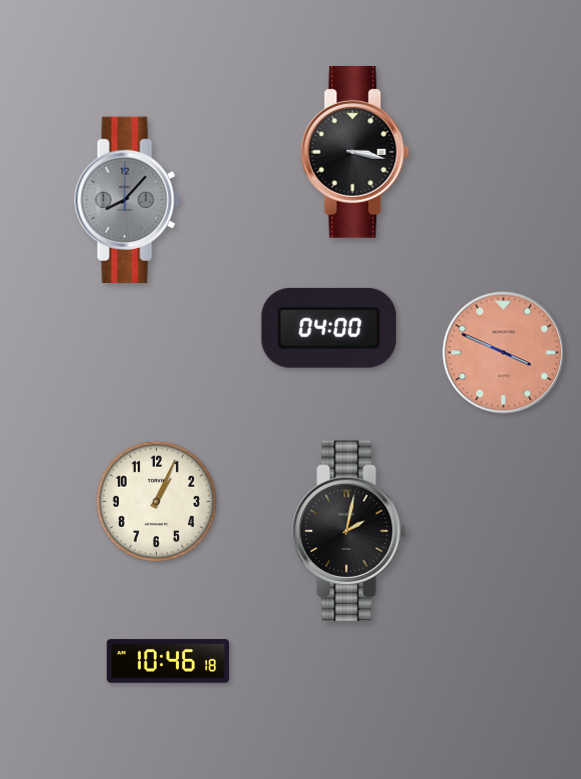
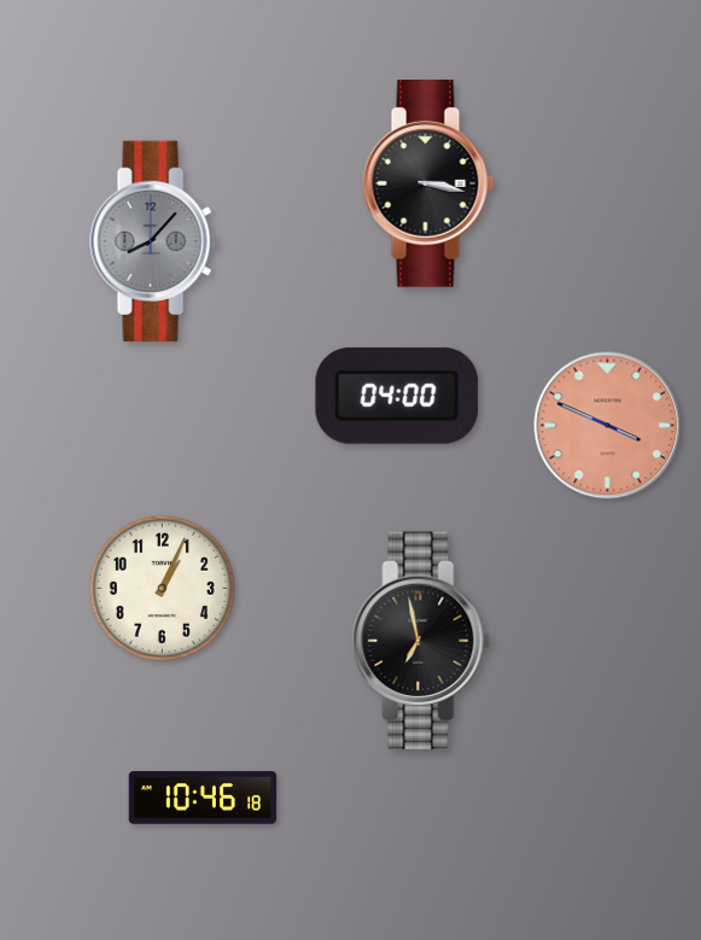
clock at (156, 501) position: (156, 501) -> (162, 588)
clock at (349, 531): 2:02 -> 6:58
